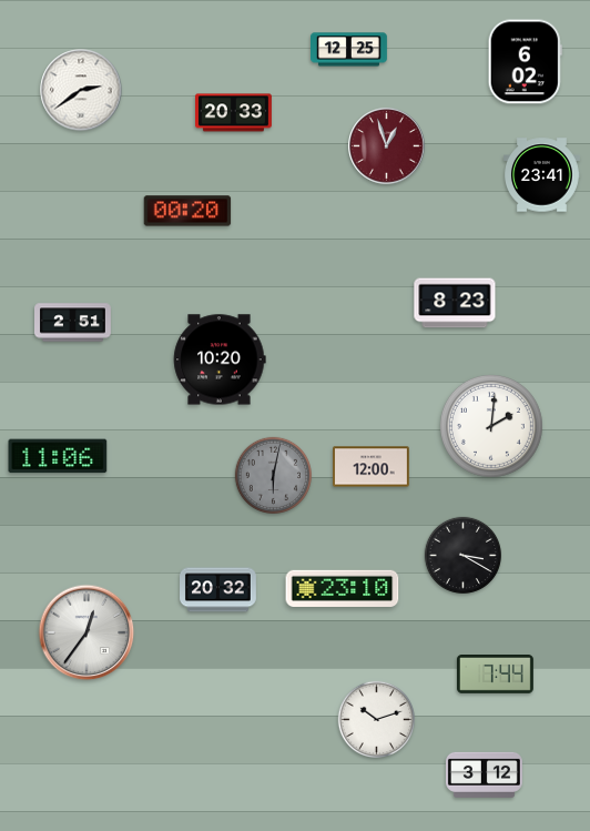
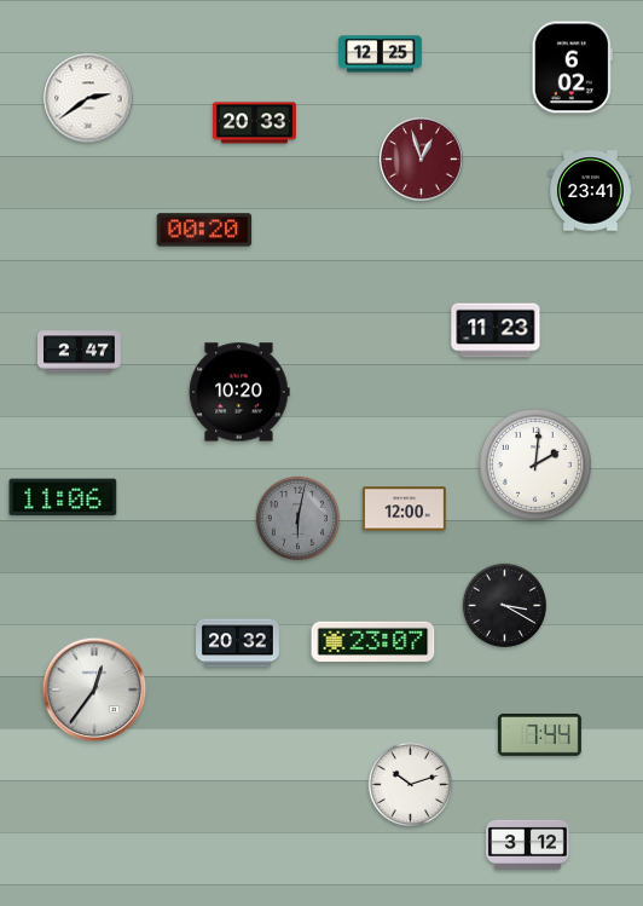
clock at (455, 303): 8:23 -> 11:23
clock at (73, 323): 2:51 -> 2:47
clock at (343, 588): 23:10 -> 23:07
